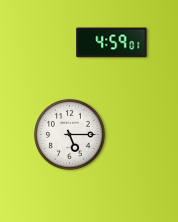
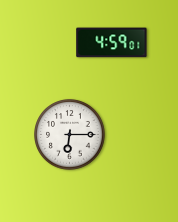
clock at (70, 135): 5:15 -> 6:15
